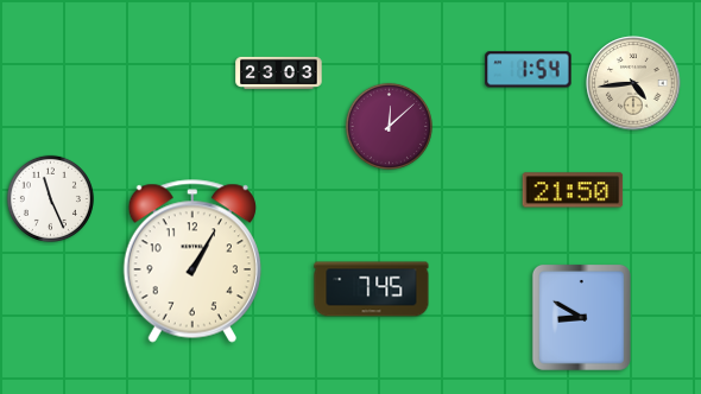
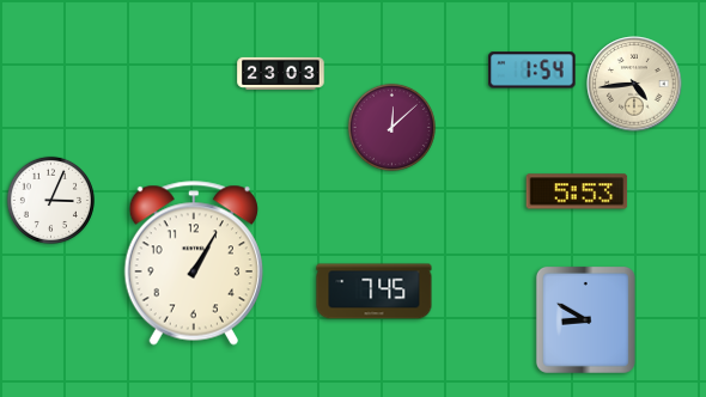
clock at (633, 83) position: (633, 83) -> (634, 84)
clock at (573, 190): 21:50 -> 5:53
clock at (50, 198): 11:26 -> 3:04
